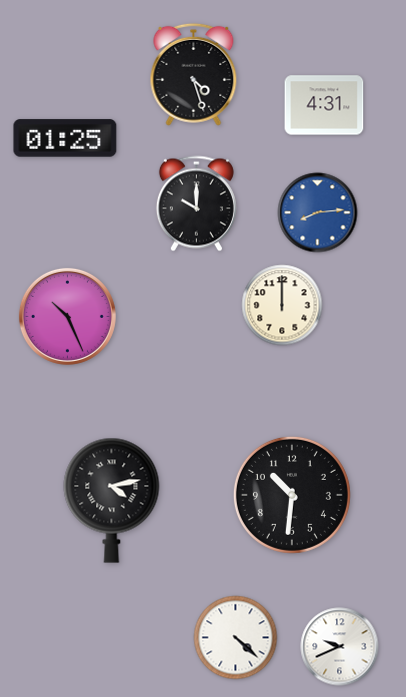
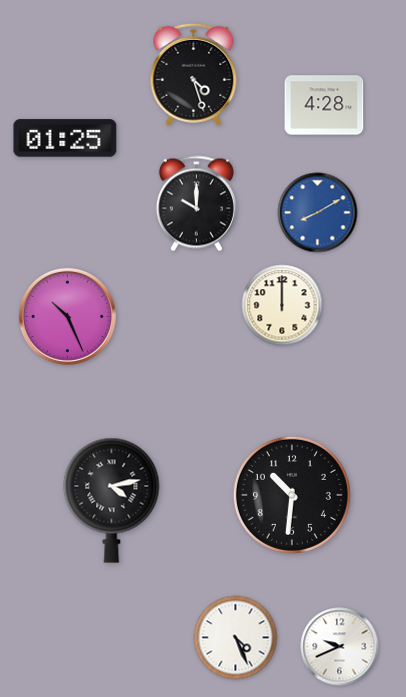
clock at (324, 105): 4:31 -> 4:28
clock at (318, 213): 8:14 -> 8:10
clock at (236, 638): 4:22 -> 4:26
